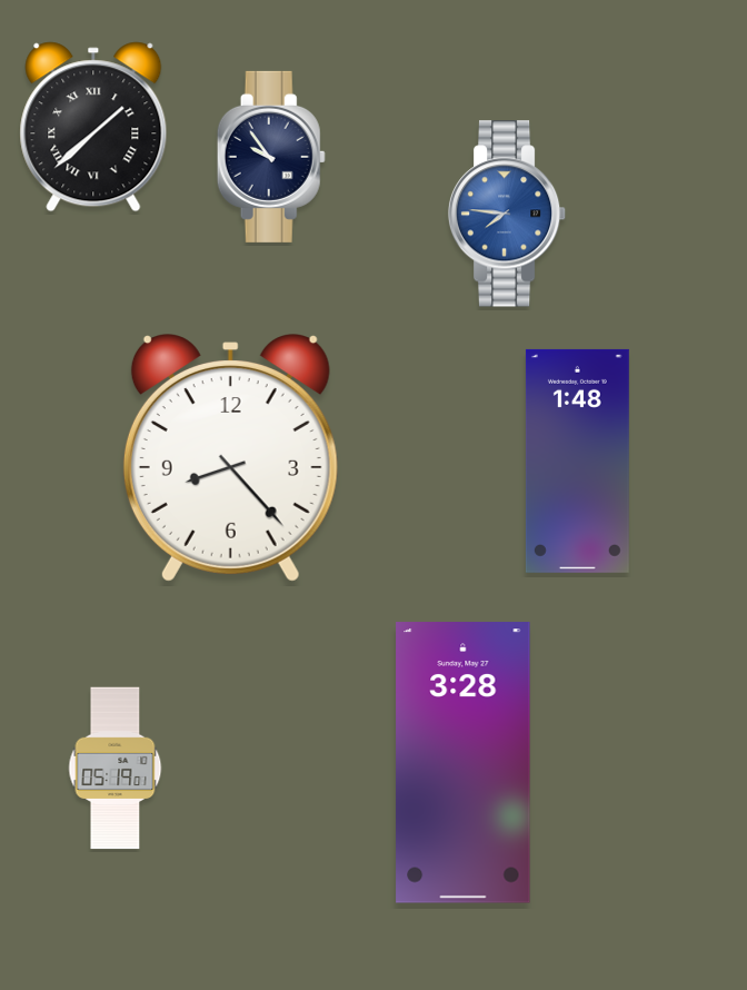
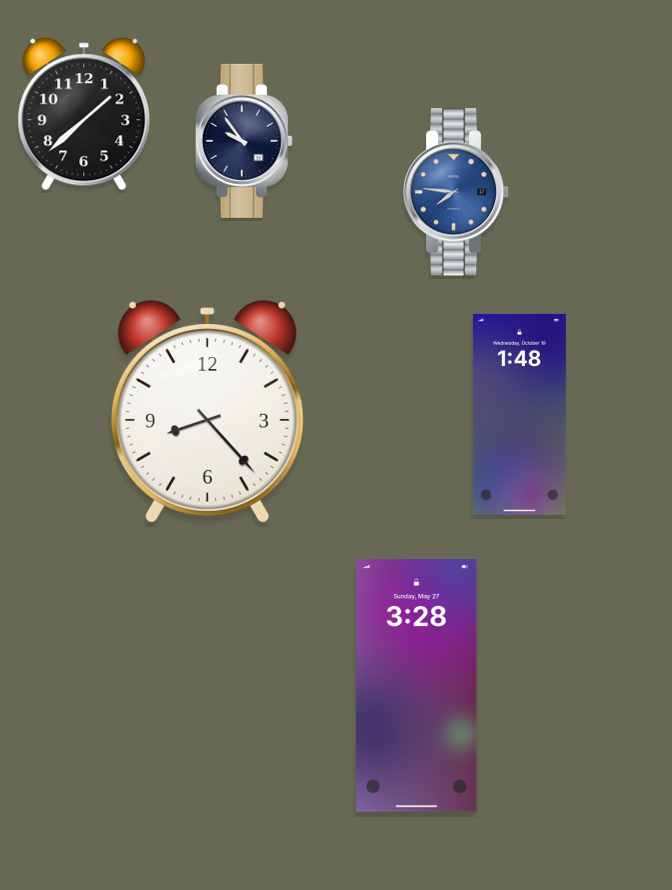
clock at (93, 127) numerals: Roman -> Arabic
clock at (116, 769): 05:19 -> none
